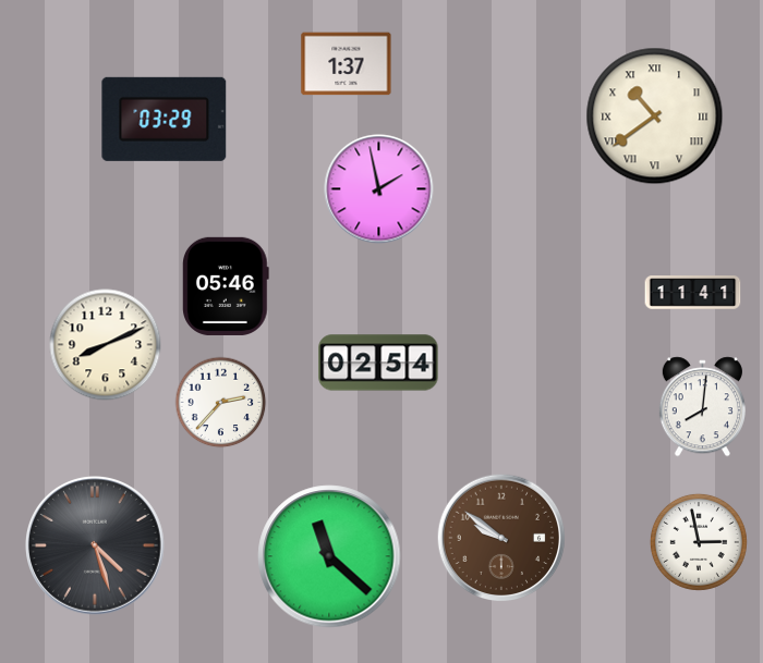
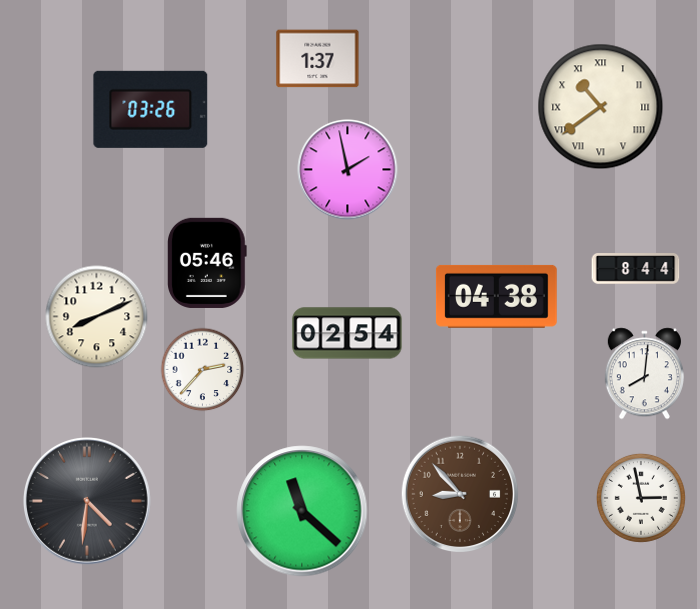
clock at (165, 119): 03:29 -> 03:26
clock at (379, 189) position: (379, 189) -> (348, 170)
clock at (693, 293): 11:41 -> 8:44
clock at (496, 296): none -> 04:38
clock at (501, 538): 9:51 -> 8:53
clock at (96, 547): 4:27 -> 4:31
